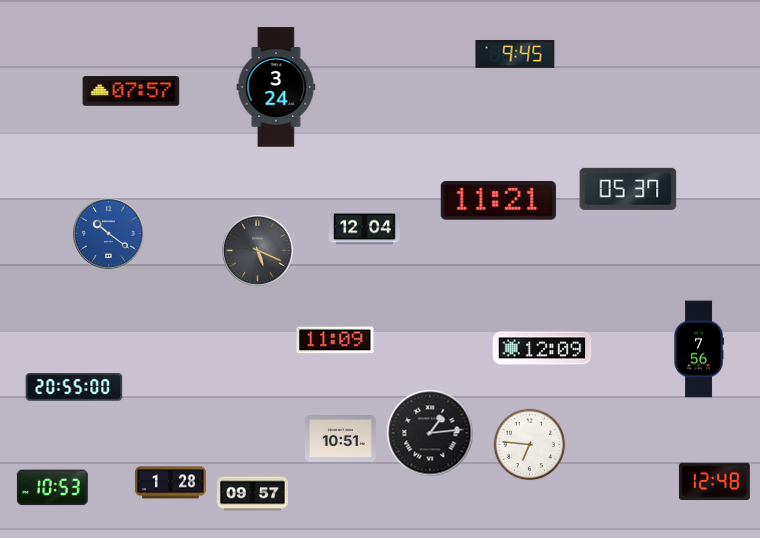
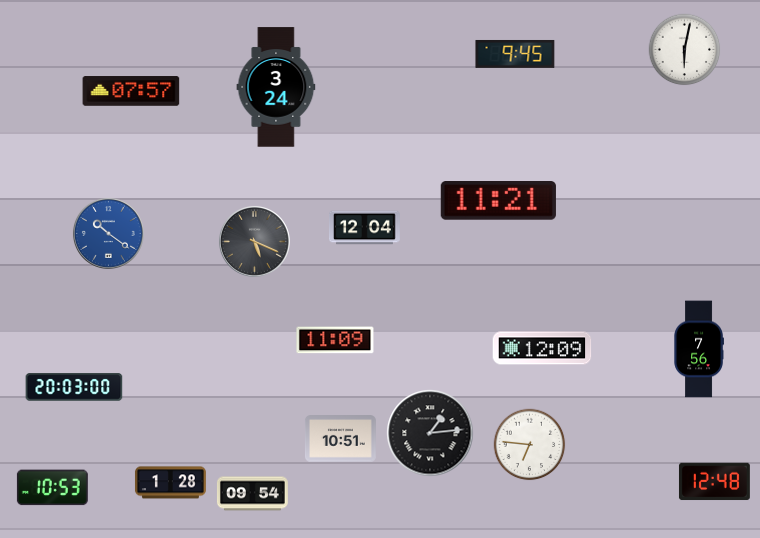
clock at (685, 50): none -> 6:02
clock at (628, 189): 05:37 -> none
clock at (257, 250) position: (257, 250) -> (254, 241)
clock at (74, 387): 20:55 -> 20:03
clock at (253, 494): 09:57 -> 09:54
